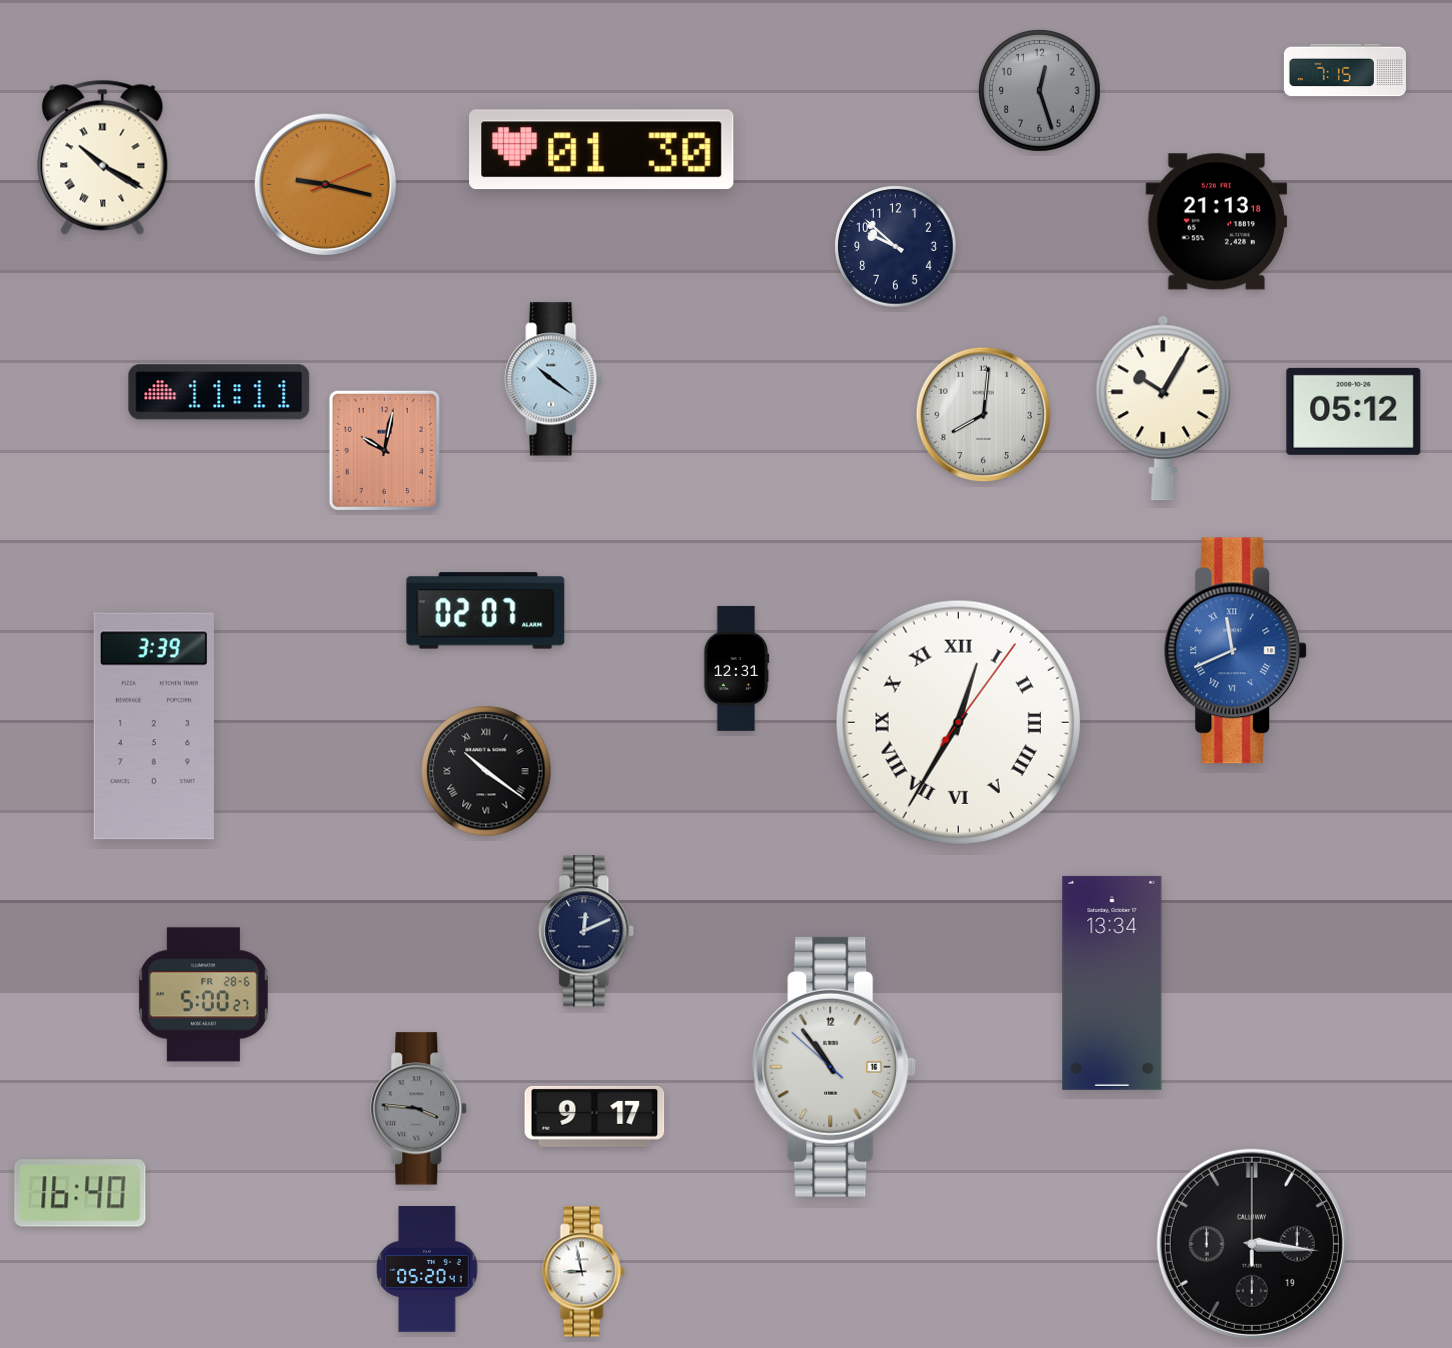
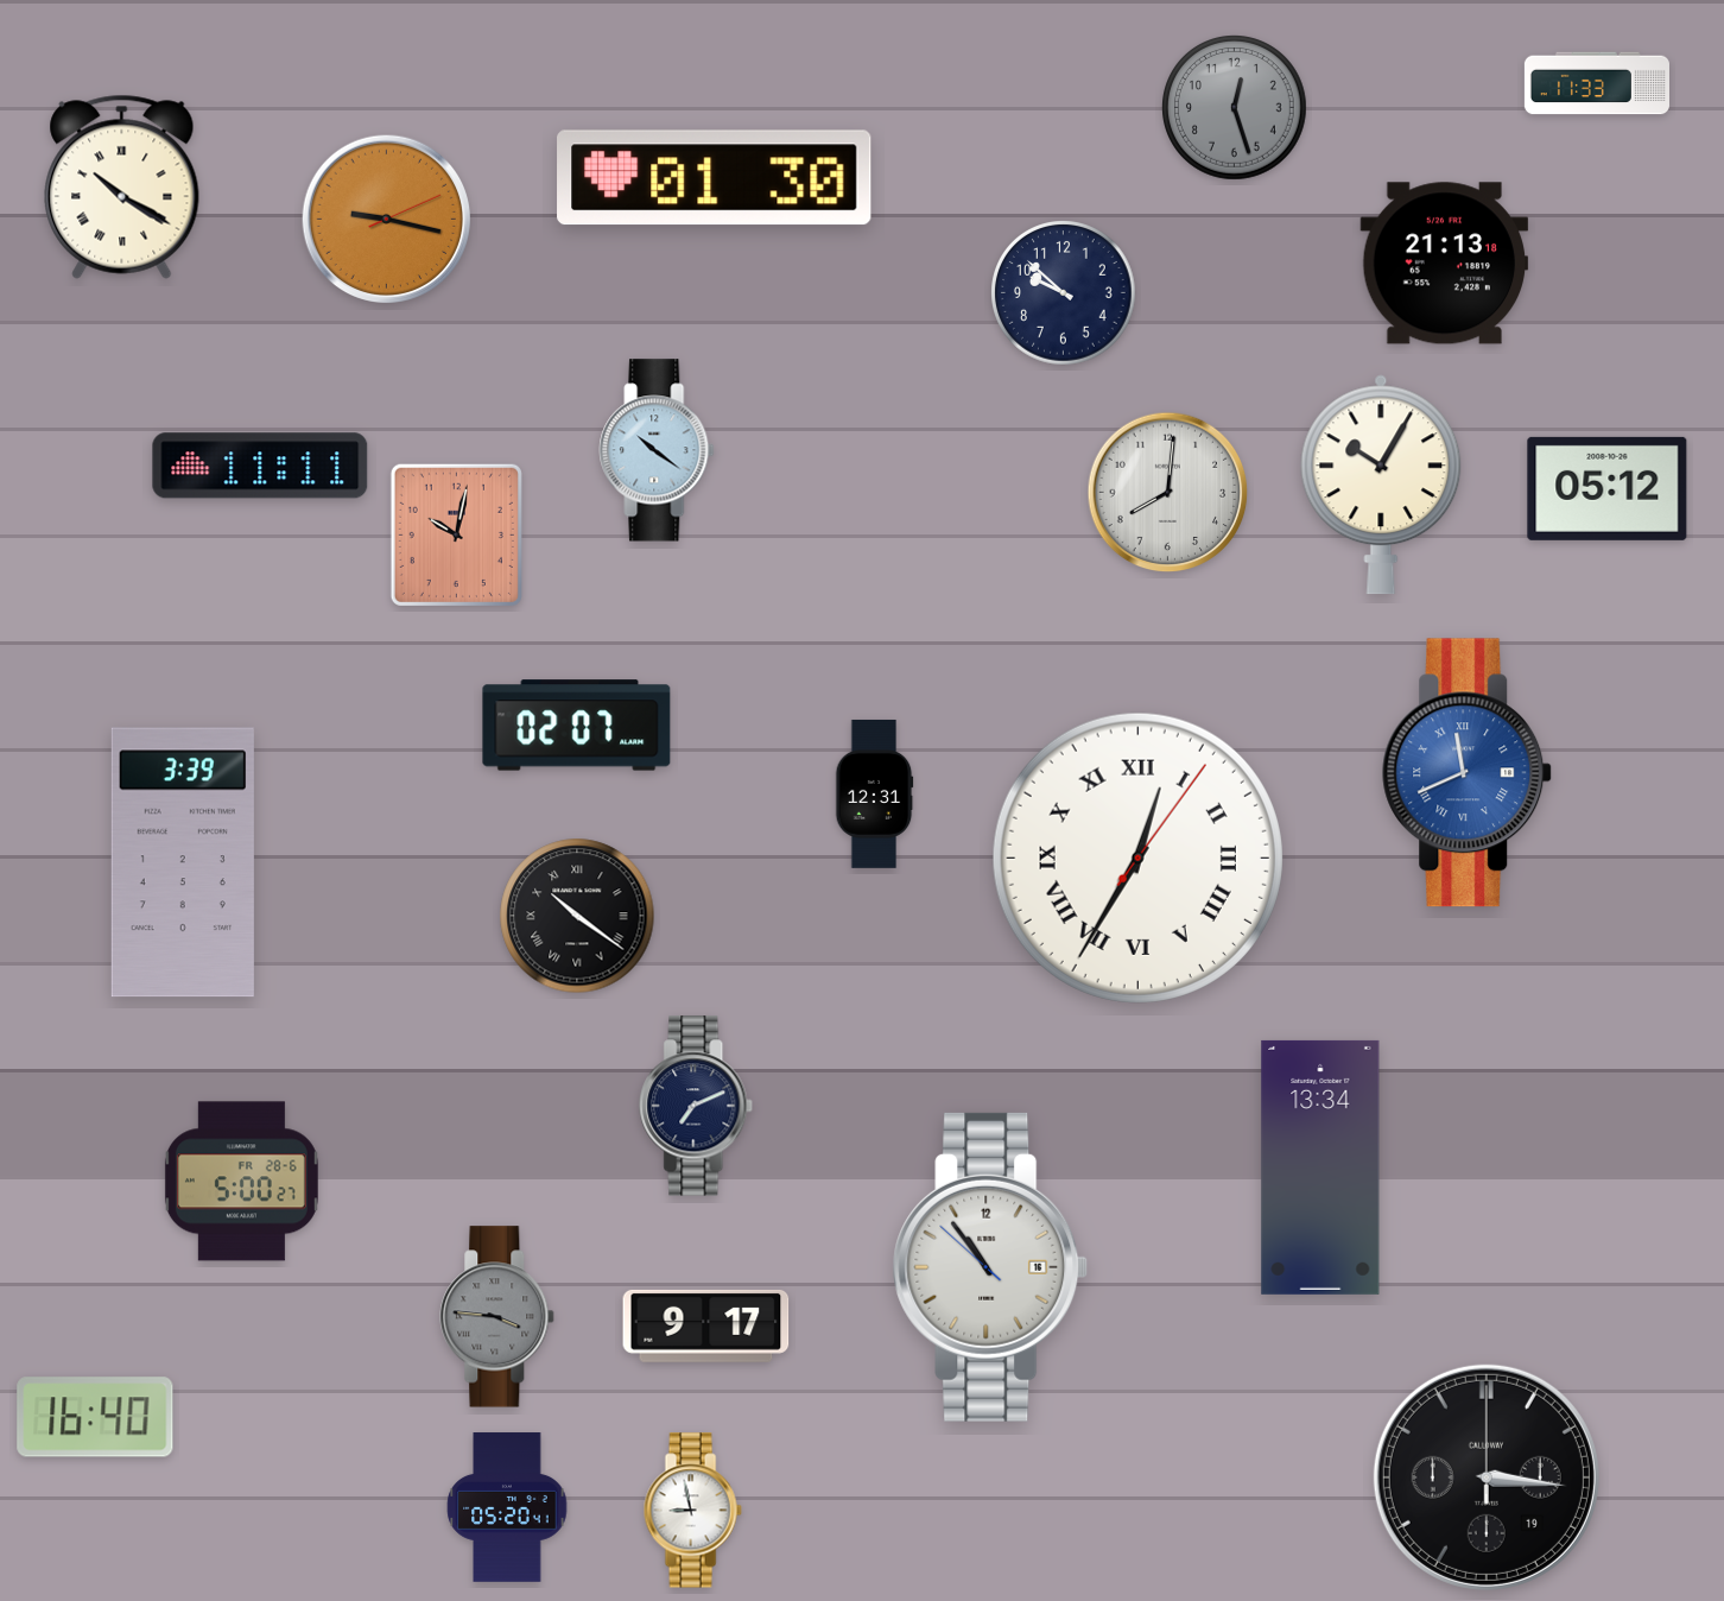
clock at (1345, 70): 7:15 -> 11:33
clock at (587, 931): 12:11 -> 7:11
